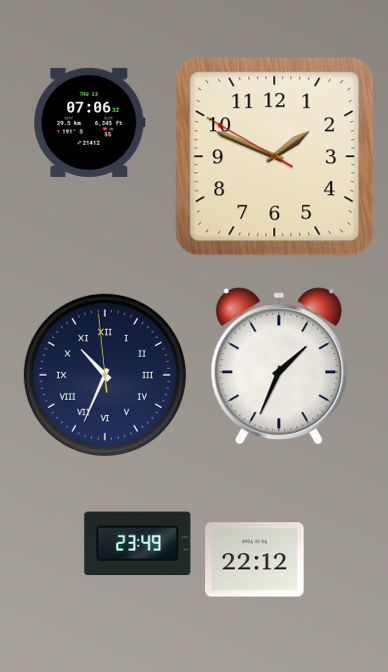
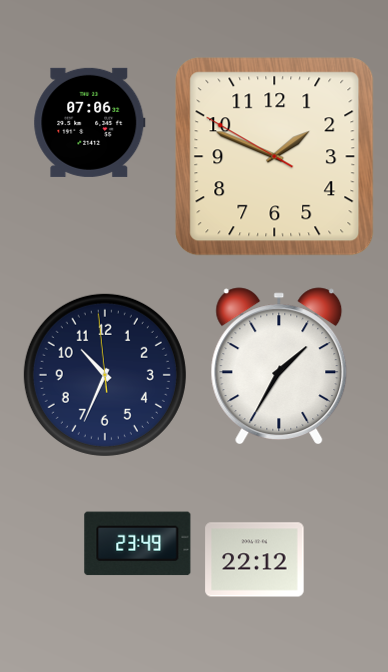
clock at (279, 365): 1:34 -> 1:35
clock at (105, 375) numerals: Roman -> Arabic
